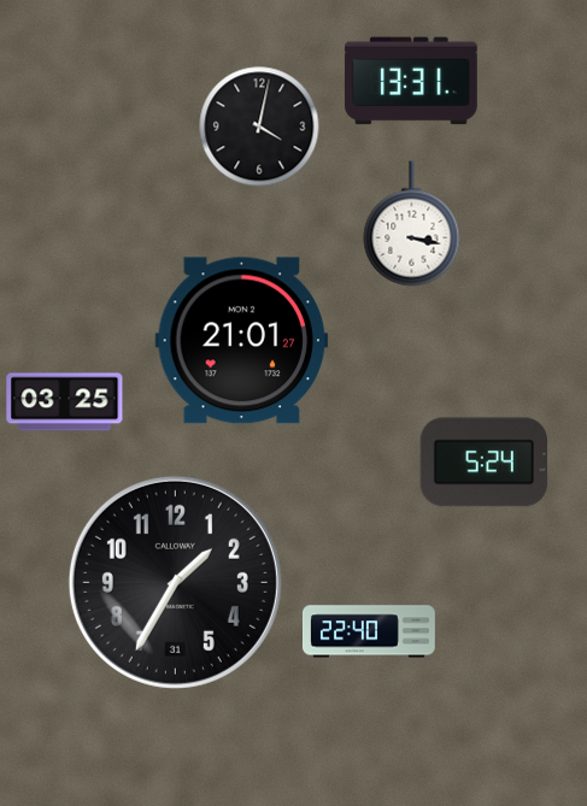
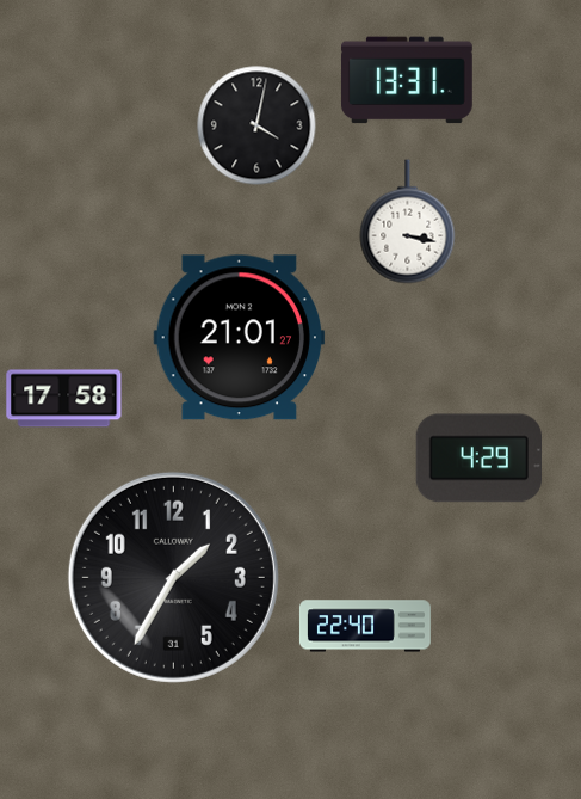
clock at (65, 402): 03:25 -> 17:58
clock at (483, 463): 5:24 -> 4:29
